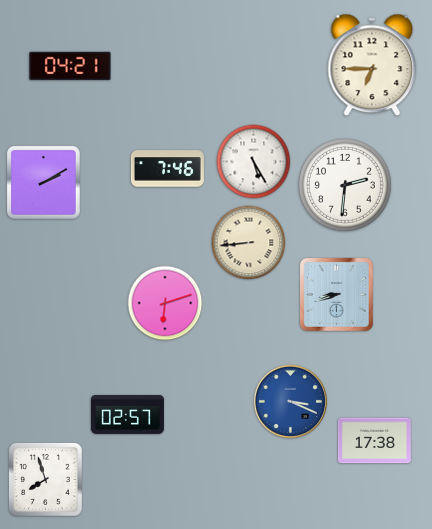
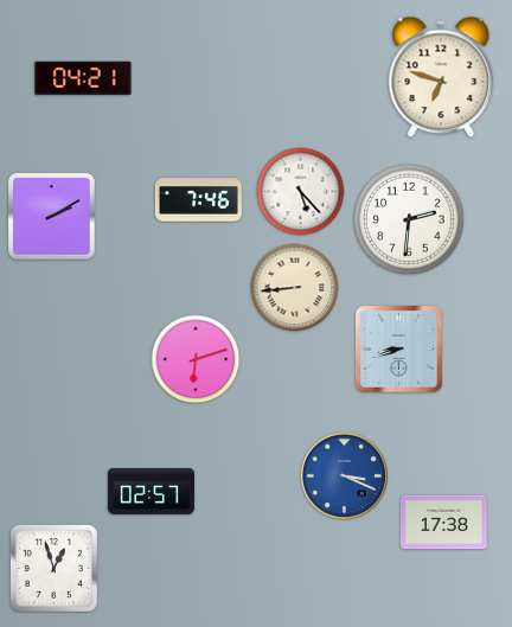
clock at (372, 65): 6:45 -> 6:48
clock at (254, 162): 5:25 -> 5:23
clock at (45, 479): 7:57 -> 12:57
